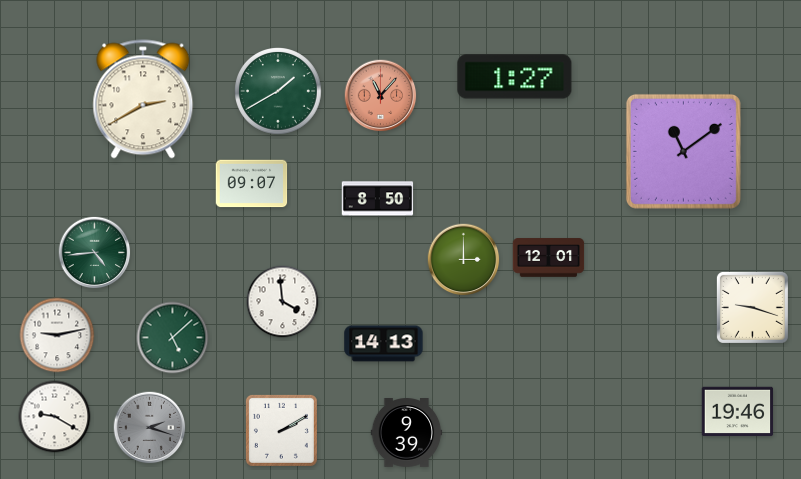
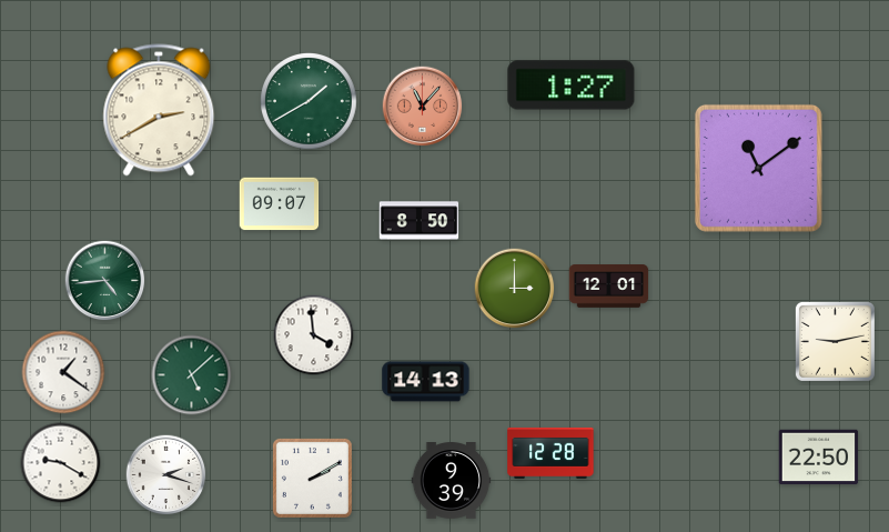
clock at (752, 307): 9:18 -> 9:13
clock at (57, 335): 9:13 -> 1:21
clock at (550, 453): none -> 12:28
clock at (738, 412): 19:46 -> 22:50
clock at (150, 428) dial: grey -> white
